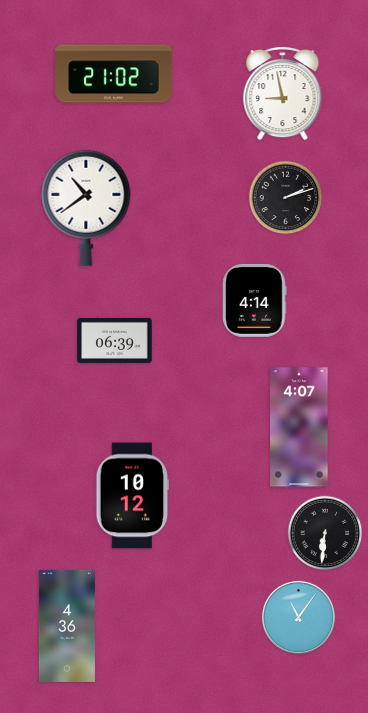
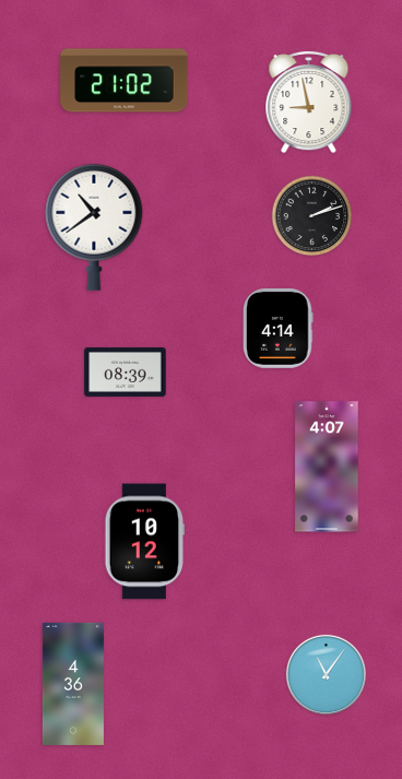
clock at (115, 340): 06:39 -> 08:39
clock at (325, 533): 6:31 -> none
